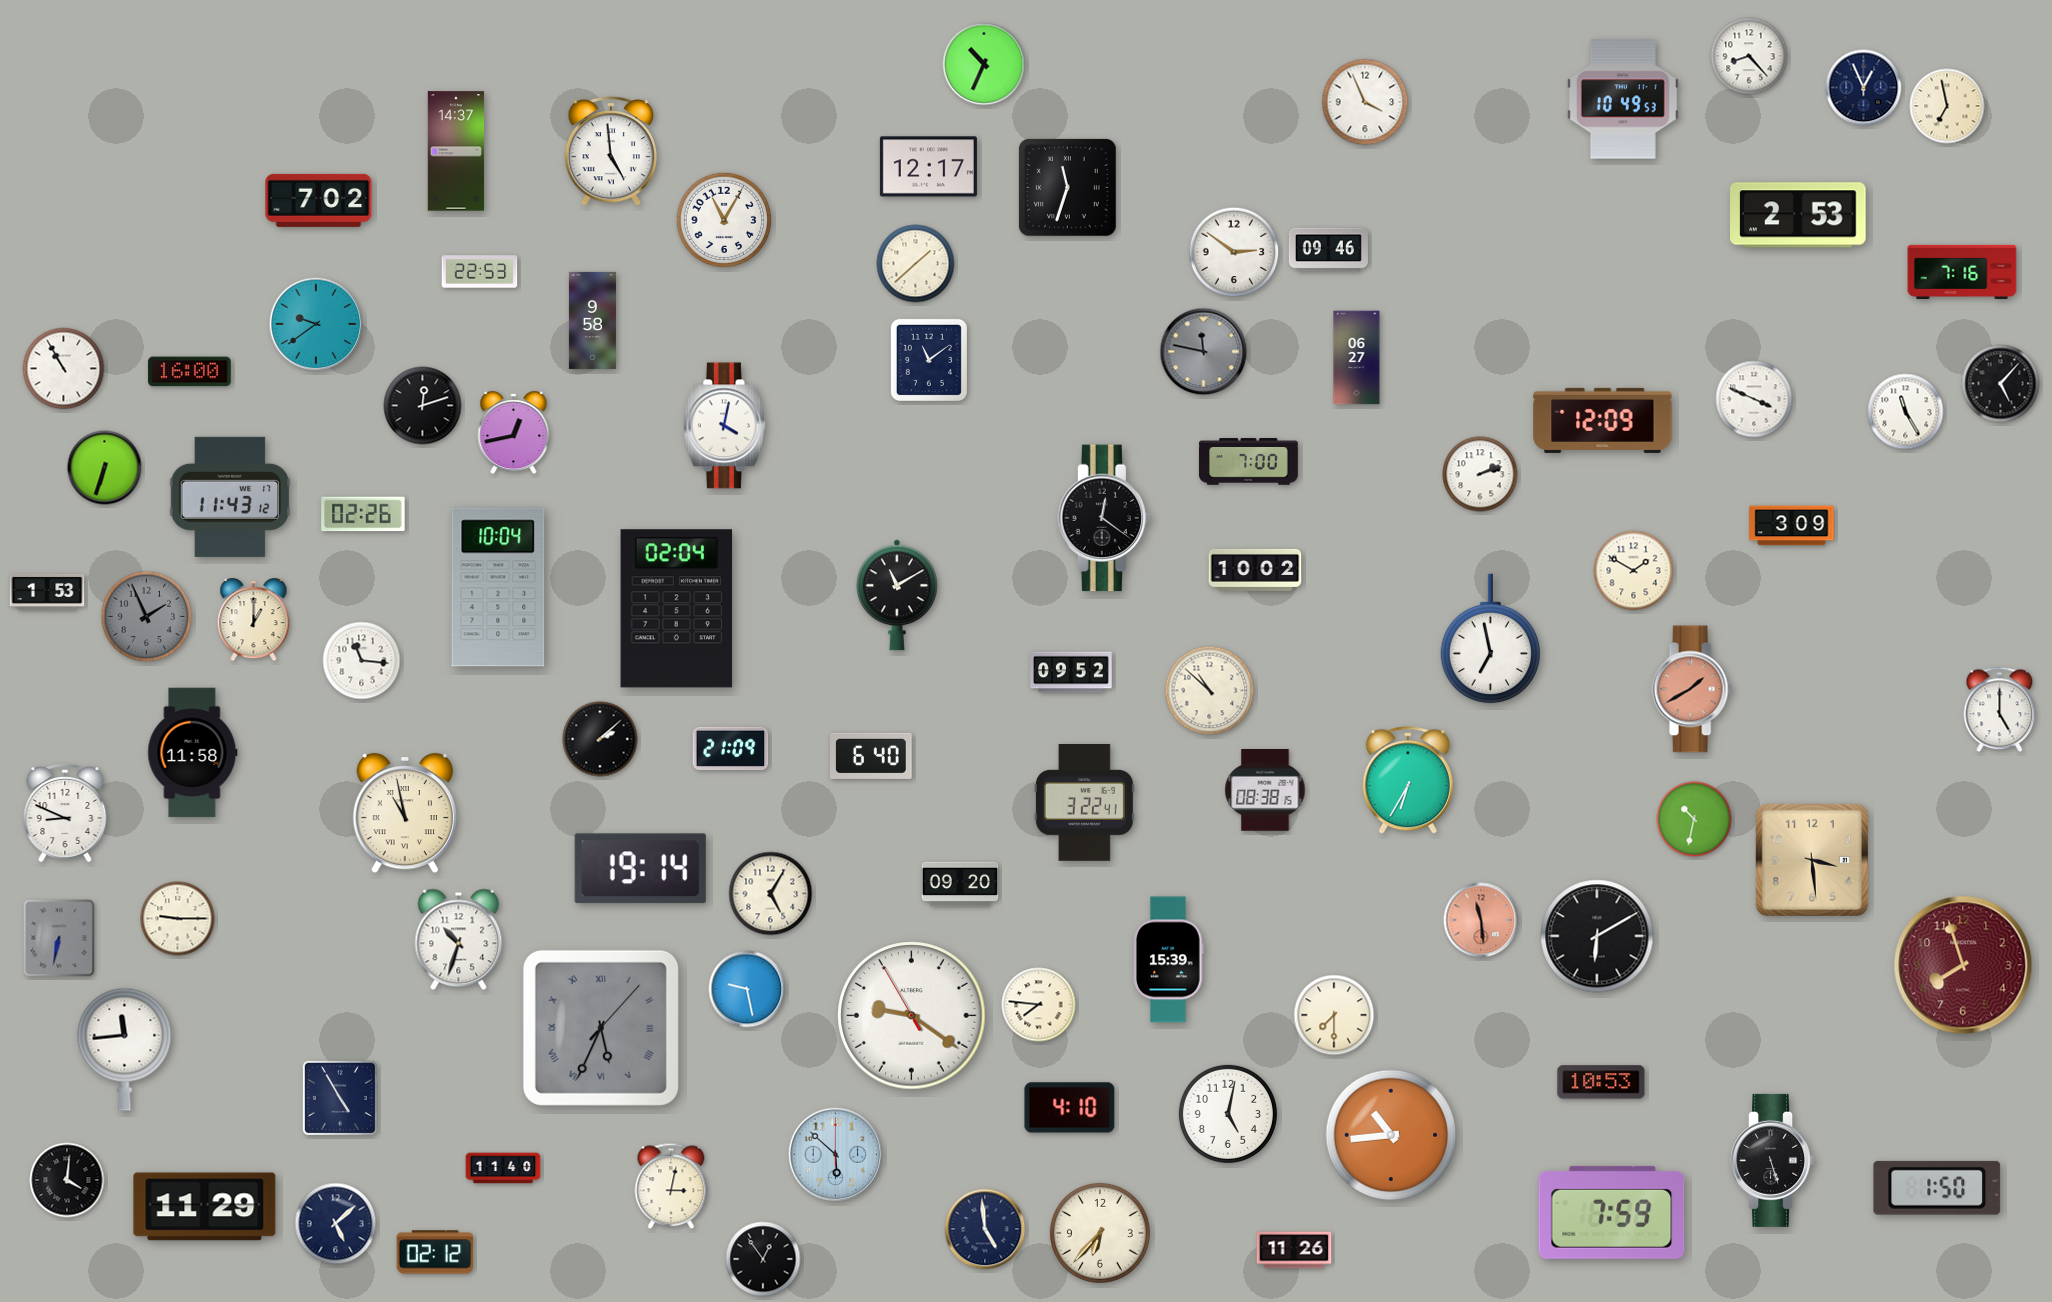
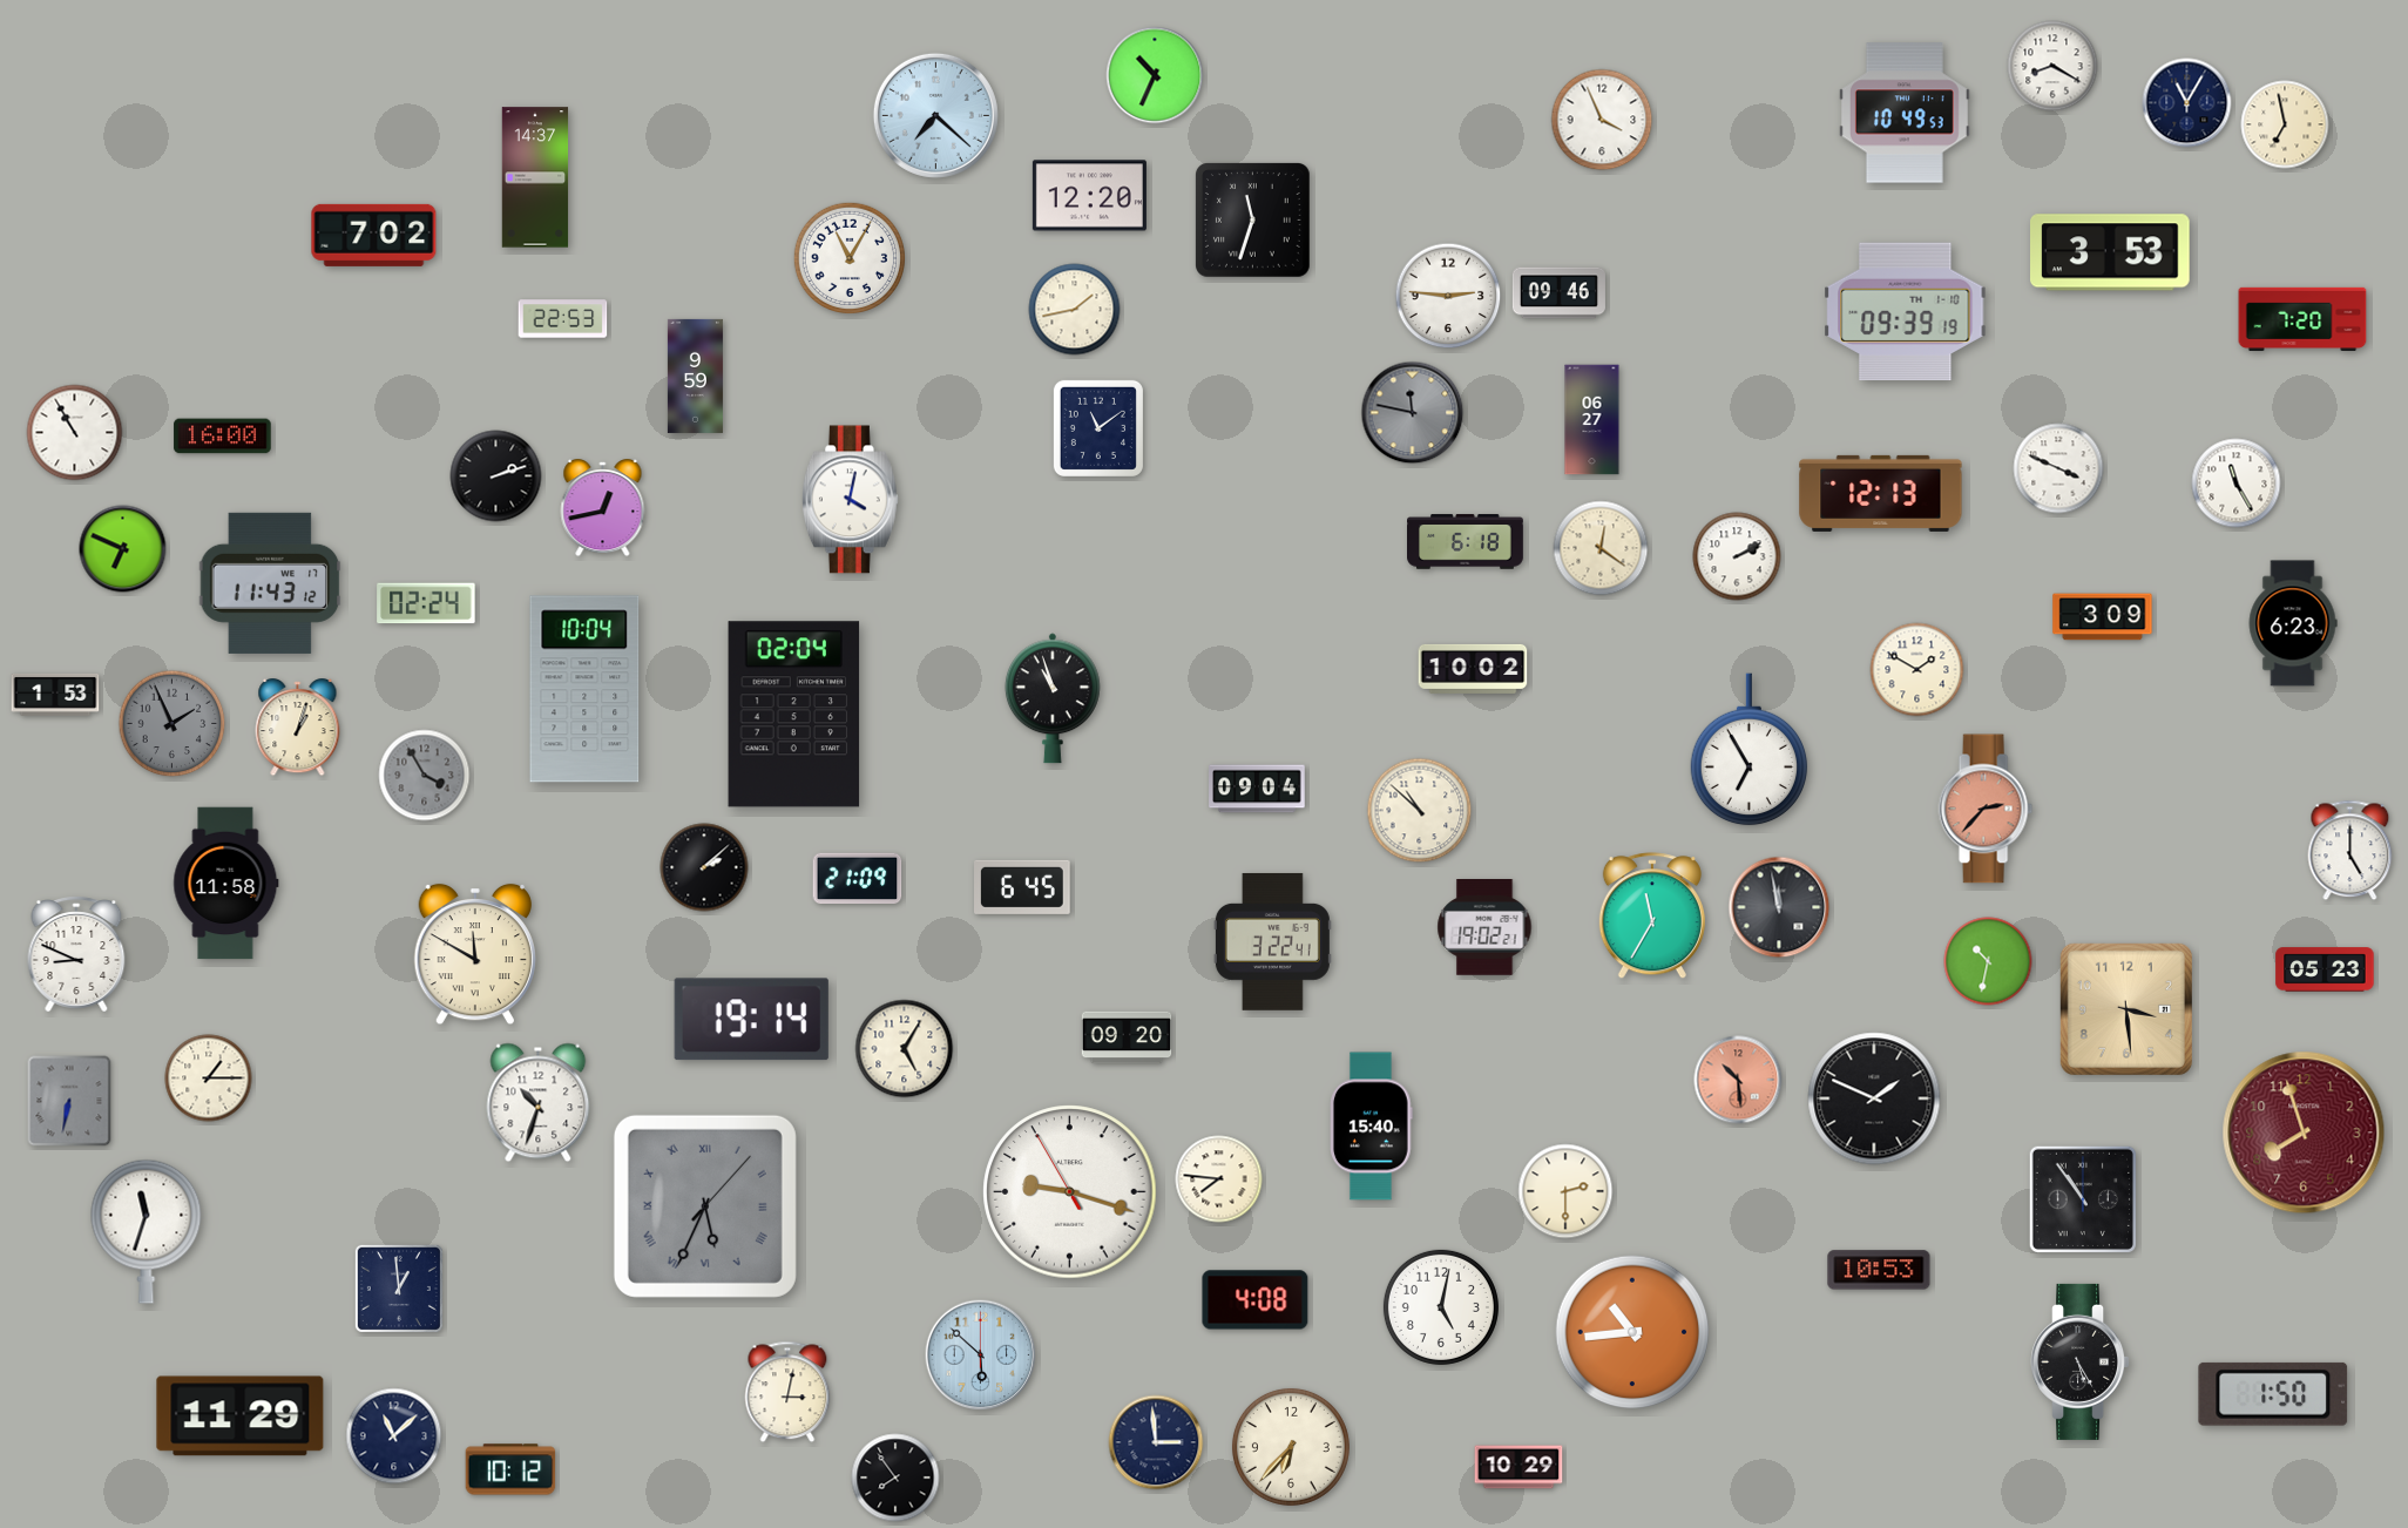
clock at (1749, 56): 8:23 -> 8:20
clock at (1864, 88): 12:56 -> 11:05
clock at (935, 115): none -> 7:22
clock at (1623, 99) position: (1623, 99) -> (1905, 113)
clock at (611, 151): 4:59 -> none
clock at (928, 167): 12:17 -> 12:20
clock at (1799, 215): 2:53 -> 3:53
clock at (1234, 252): 2:51 -> 2:46
clock at (916, 264): 1:38 -> 1:43
clock at (1906, 312): none -> 09:39
clock at (1962, 271): 7:16 -> 7:20
clock at (592, 320): 9:58 -> 9:59
clock at (316, 324): 9:39 -> none
clock at (929, 360) position: (929, 360) -> (1098, 428)
clock at (2001, 384): 5:07 -> none
clock at (423, 406): 12:12 -> 2:12
clock at (1603, 420): 12:09 -> 12:13
clock at (1249, 462): 7:00 -> 6:18
clock at (1601, 548): none -> 12:21
clock at (105, 468): 6:33 -> 6:49
clock at (1480, 474): 2:12 -> 2:10
clock at (363, 514): 02:26 -> 02:24
clock at (1103, 518): 12:21 -> none
clock at (2293, 623): none -> 6:23
clock at (897, 595): 11:10 -> 10:57
clock at (254, 620): 1:00 -> 1:03
clock at (1491, 639): 6:58 -> 6:55
clock at (362, 661): 11:16 -> 3:55
clock at (362, 661) dial: white -> grey
clock at (1071, 672): 09:52 -> 09:04
clock at (1692, 689): 1:40 -> 2:37
clock at (2000, 710) position: (2000, 710) -> (2350, 851)
clock at (872, 756): 6:40 -> 6:45
clock at (1779, 907): none -> 11:58
clock at (1408, 781): 6:35 -> 11:35
clock at (1265, 791): 08:38 -> 19:02
clock at (404, 813): 10:58 -> 11:50
clock at (2325, 969): none -> 05:23
clock at (178, 919): 9:15 -> 1:15
clock at (1481, 920): 11:29 -> 10:29
clock at (1597, 936): 6:10 -> 1:49
clock at (1169, 960): 15:39 -> 15:40
clock at (747, 989): 9:28 -> none
clock at (1334, 1015): 7:30 -> 2:30
clock at (912, 1016): 9:20 -> 9:17
clock at (2083, 1199): none -> 10:54
clock at (125, 1049): 11:44 -> 11:33
clock at (340, 1098): 4:55 -> 12:59
clock at (1070, 1108): 4:10 -> 4:08
clock at (1773, 1160): 5:27 -> 5:25
clock at (503, 1168): 11:40 -> none
clock at (67, 1180): 4:01 -> none
clock at (1612, 1212): 7:59 -> none
clock at (336, 1224): 5:08 -> 11:08
clock at (985, 1229): 4:59 -> 2:59
clock at (1294, 1250): 11:26 -> 10:29
clock at (435, 1252): 02:12 -> 10:12
clock at (763, 1259): 12:54 -> 7:54
